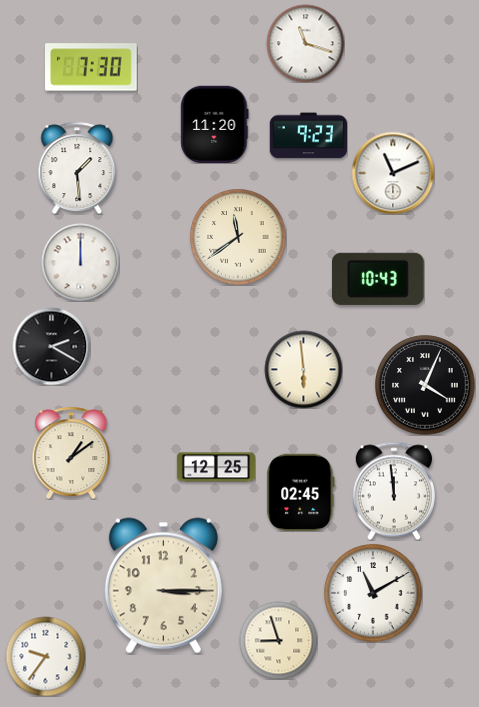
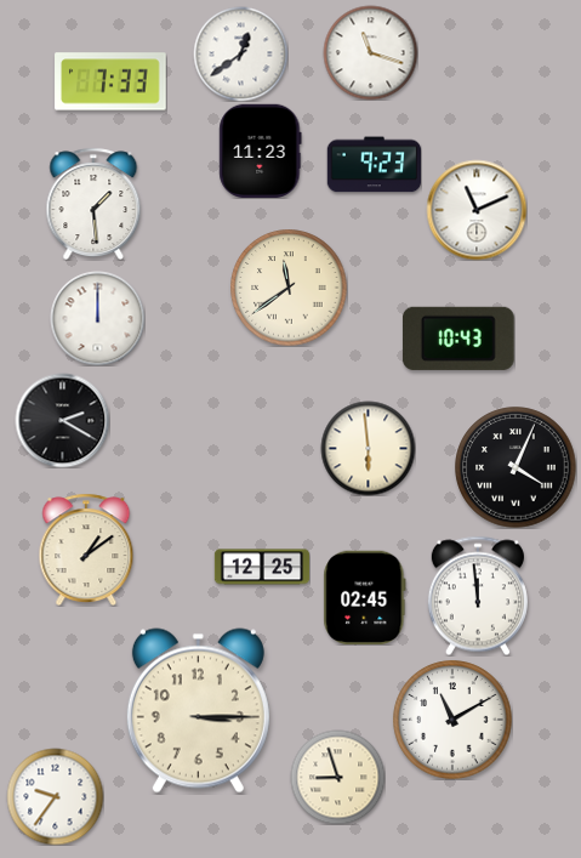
clock at (240, 53): none -> 12:39
clock at (91, 67): 7:30 -> 7:33
clock at (215, 124): 11:20 -> 11:23
